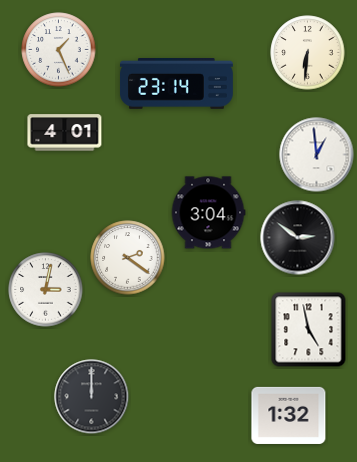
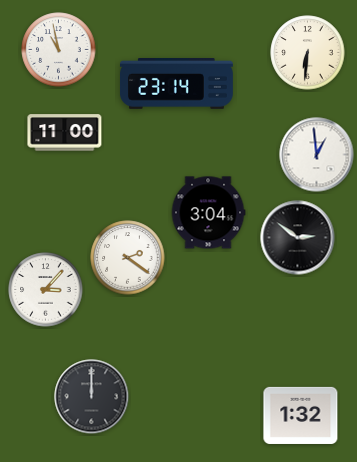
clock at (59, 50): 1:26 -> 10:58
clock at (65, 133): 4:01 -> 11:00
clock at (46, 290): 3:02 -> 3:07
clock at (309, 330): 4:58 -> none
clock at (289, 415) position: (289, 415) -> (301, 415)
